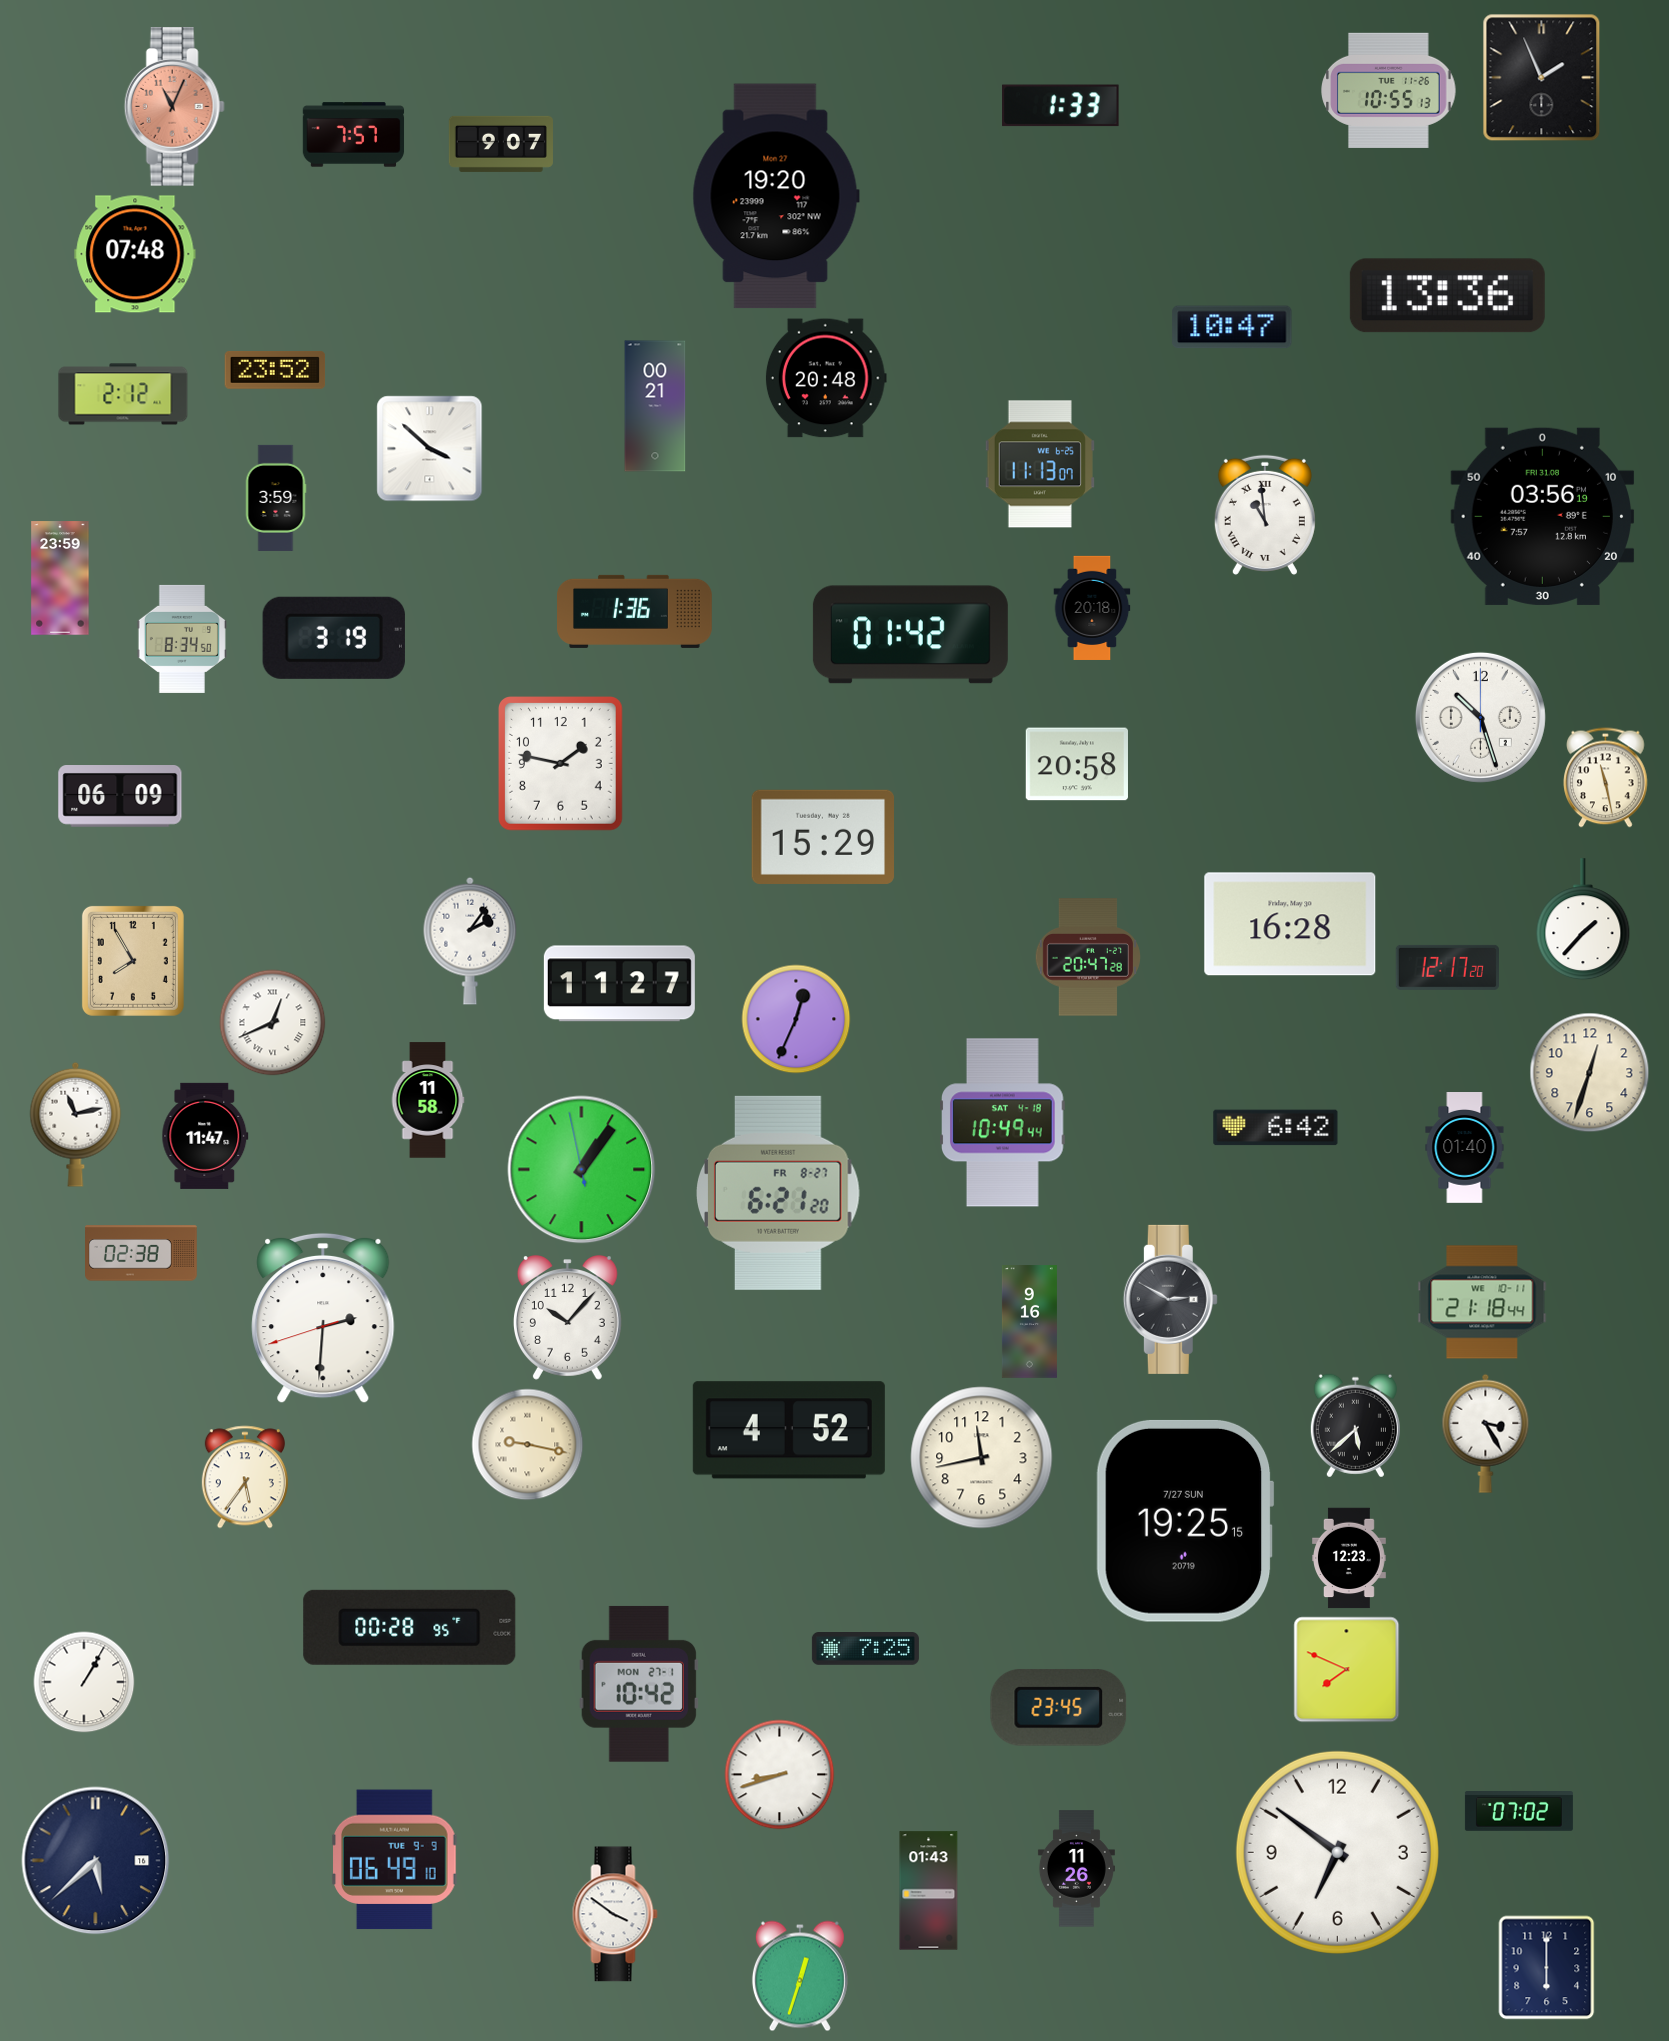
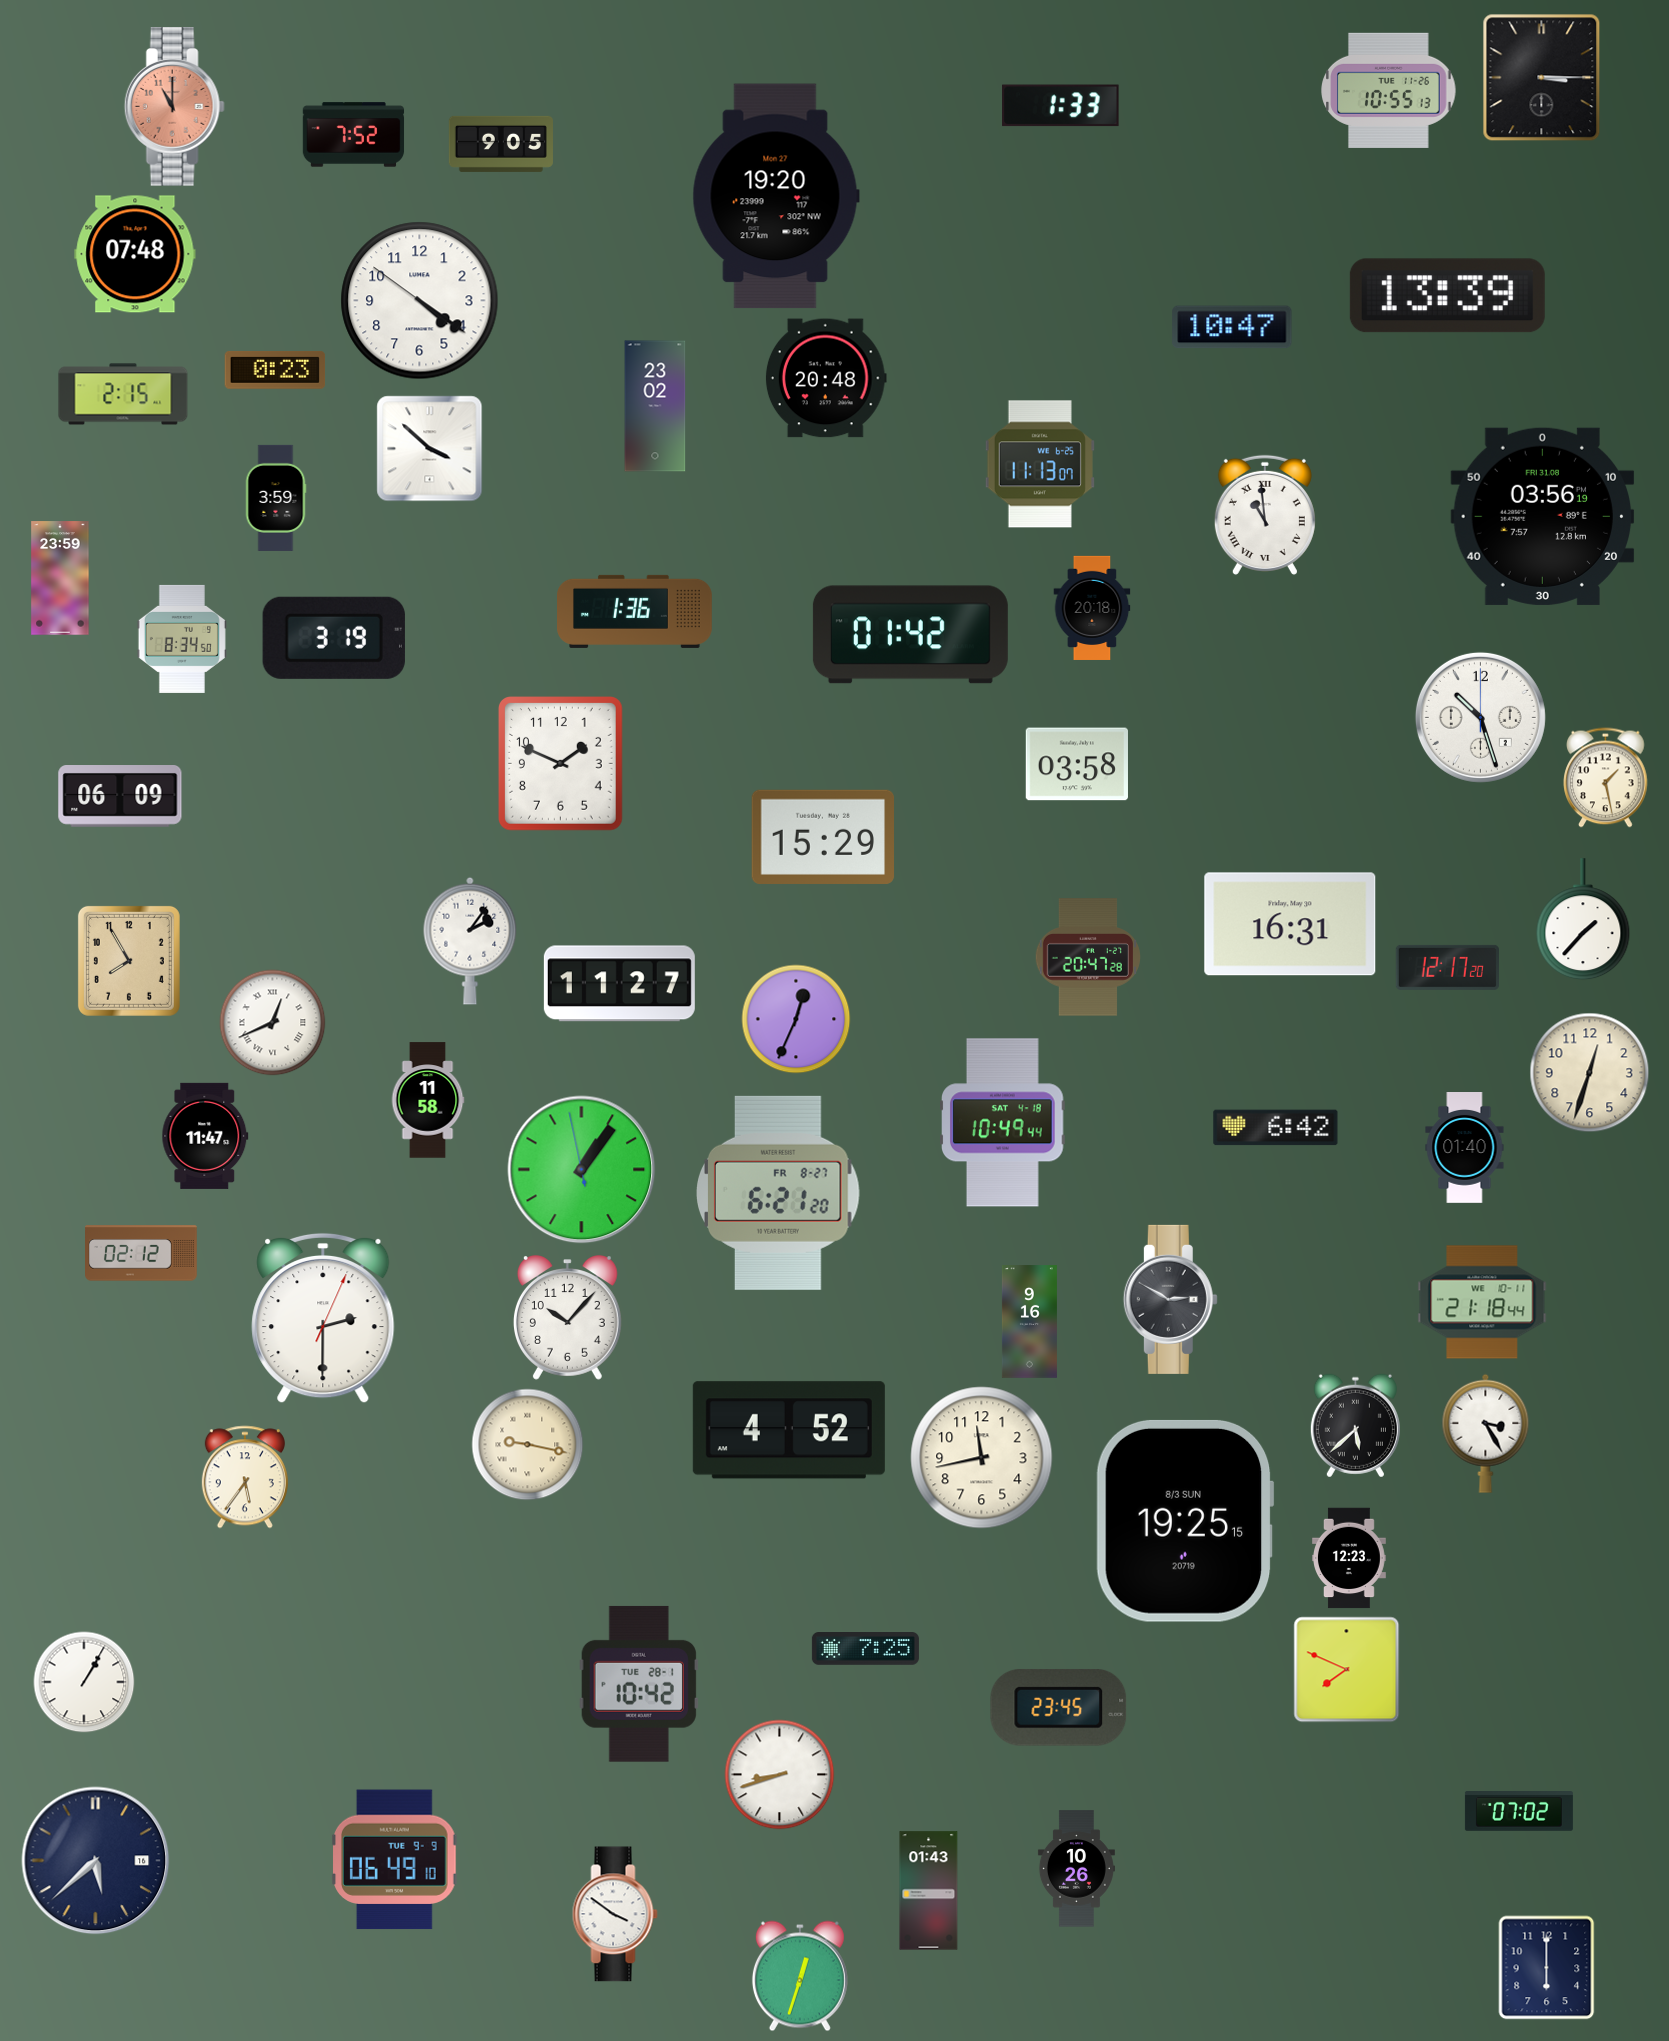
clock at (1542, 78): 1:56 -> 3:15
clock at (174, 107): 11:04 -> 11:00
clock at (354, 135): 7:57 -> 7:52
clock at (501, 144): 9:07 -> 9:05
clock at (1447, 296): 13:36 -> 13:39
clock at (420, 301): none -> 4:20
clock at (275, 370): 23:52 -> 0:23
clock at (123, 394): 2:12 -> 2:15
clock at (655, 406): 00:21 -> 23:02
clock at (561, 764): 1:47 -> 1:49
clock at (1076, 764): 20:58 -> 03:58
clock at (1606, 778): 11:28 -> 1:28
clock at (1290, 924): 16:28 -> 16:31
clock at (133, 961) position: (133, 961) -> (129, 961)
clock at (76, 1124): 11:13 -> none
clock at (142, 1253): 02:38 -> 02:12
clock at (323, 1318): 2:30:42 -> 2:30:04
clock at (1185, 1521) date: 7/27 SUN -> 8/3 SUN
clock at (410, 1627): 00:28 -> none
clock at (638, 1684) date: MON 27-1 -> TUE 28-1
clock at (1337, 1852): 6:51 -> none
clock at (1076, 1869): 11:26 -> 10:26
